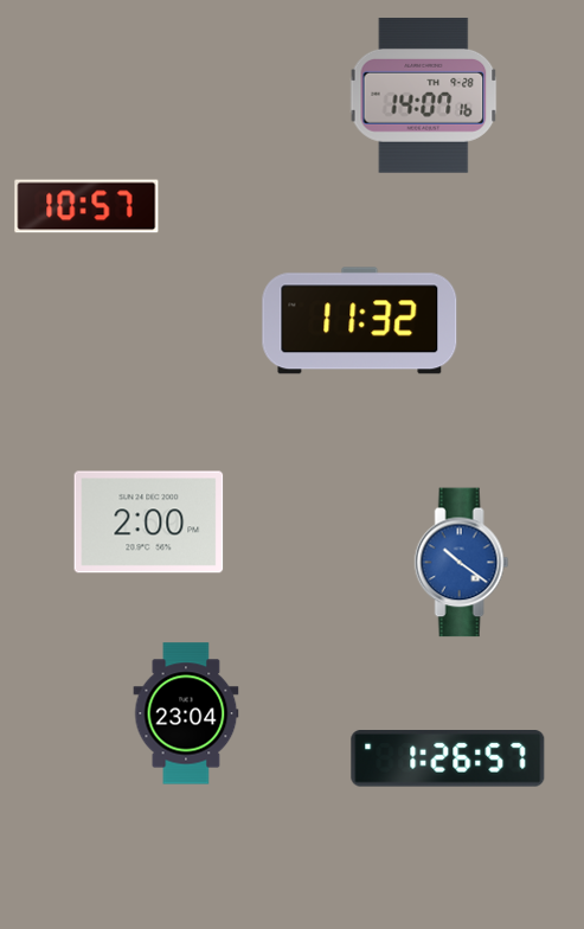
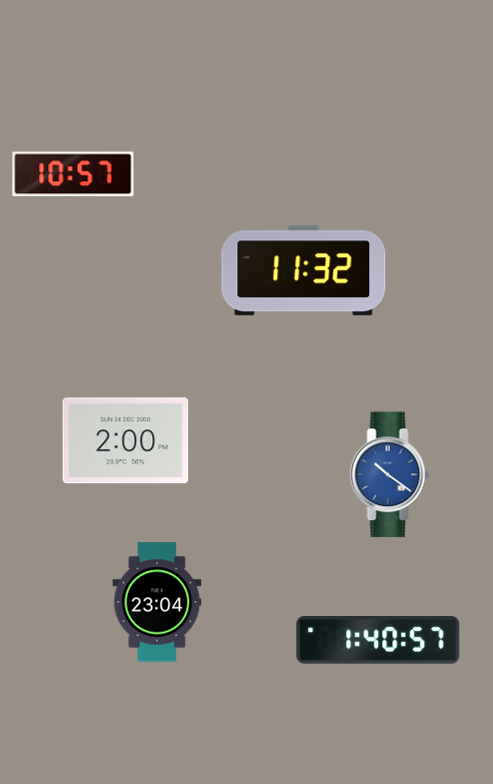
clock at (424, 95): 14:07 -> none
clock at (448, 760): 1:26 -> 1:40
